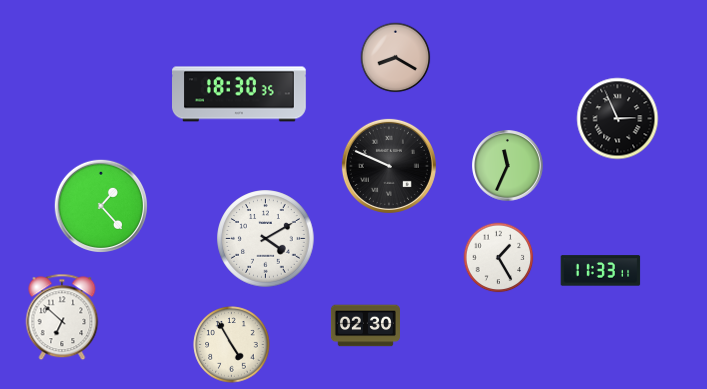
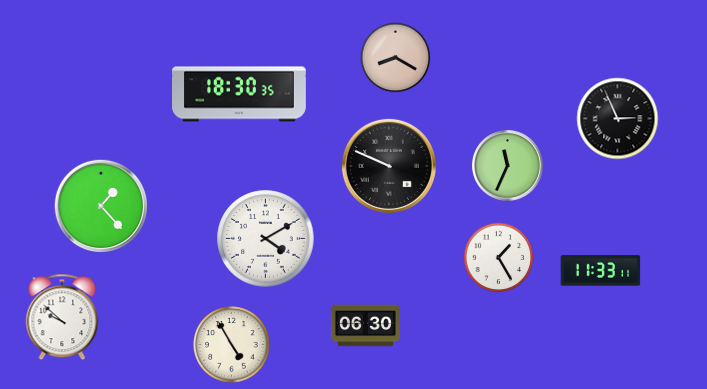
clock at (62, 317): 6:52 -> 9:52
clock at (365, 326): 02:30 -> 06:30
